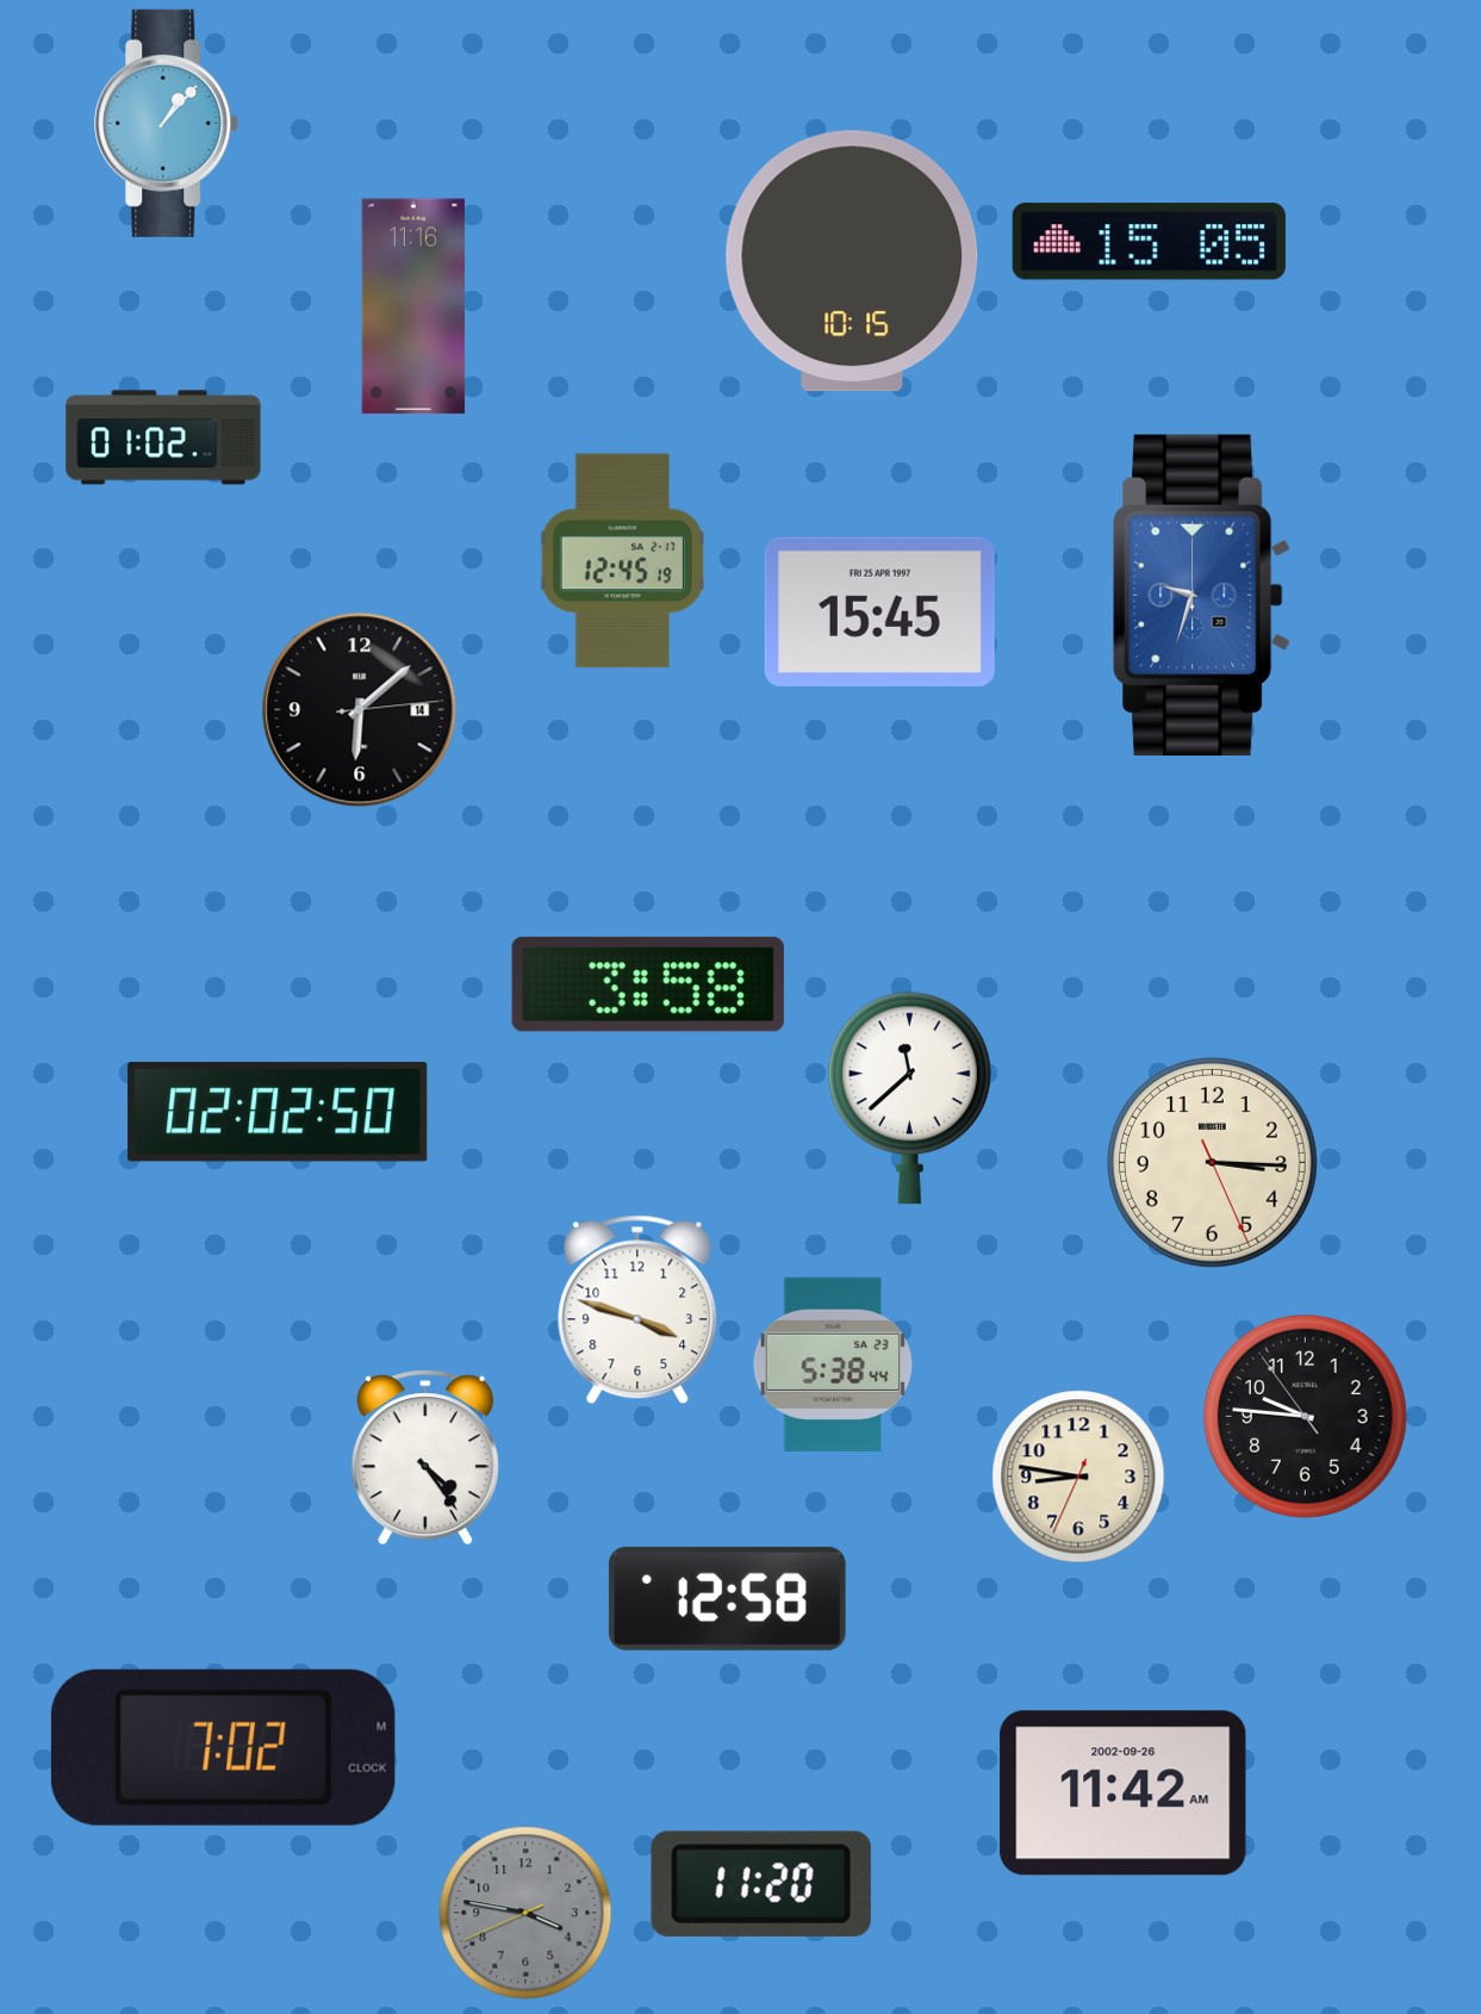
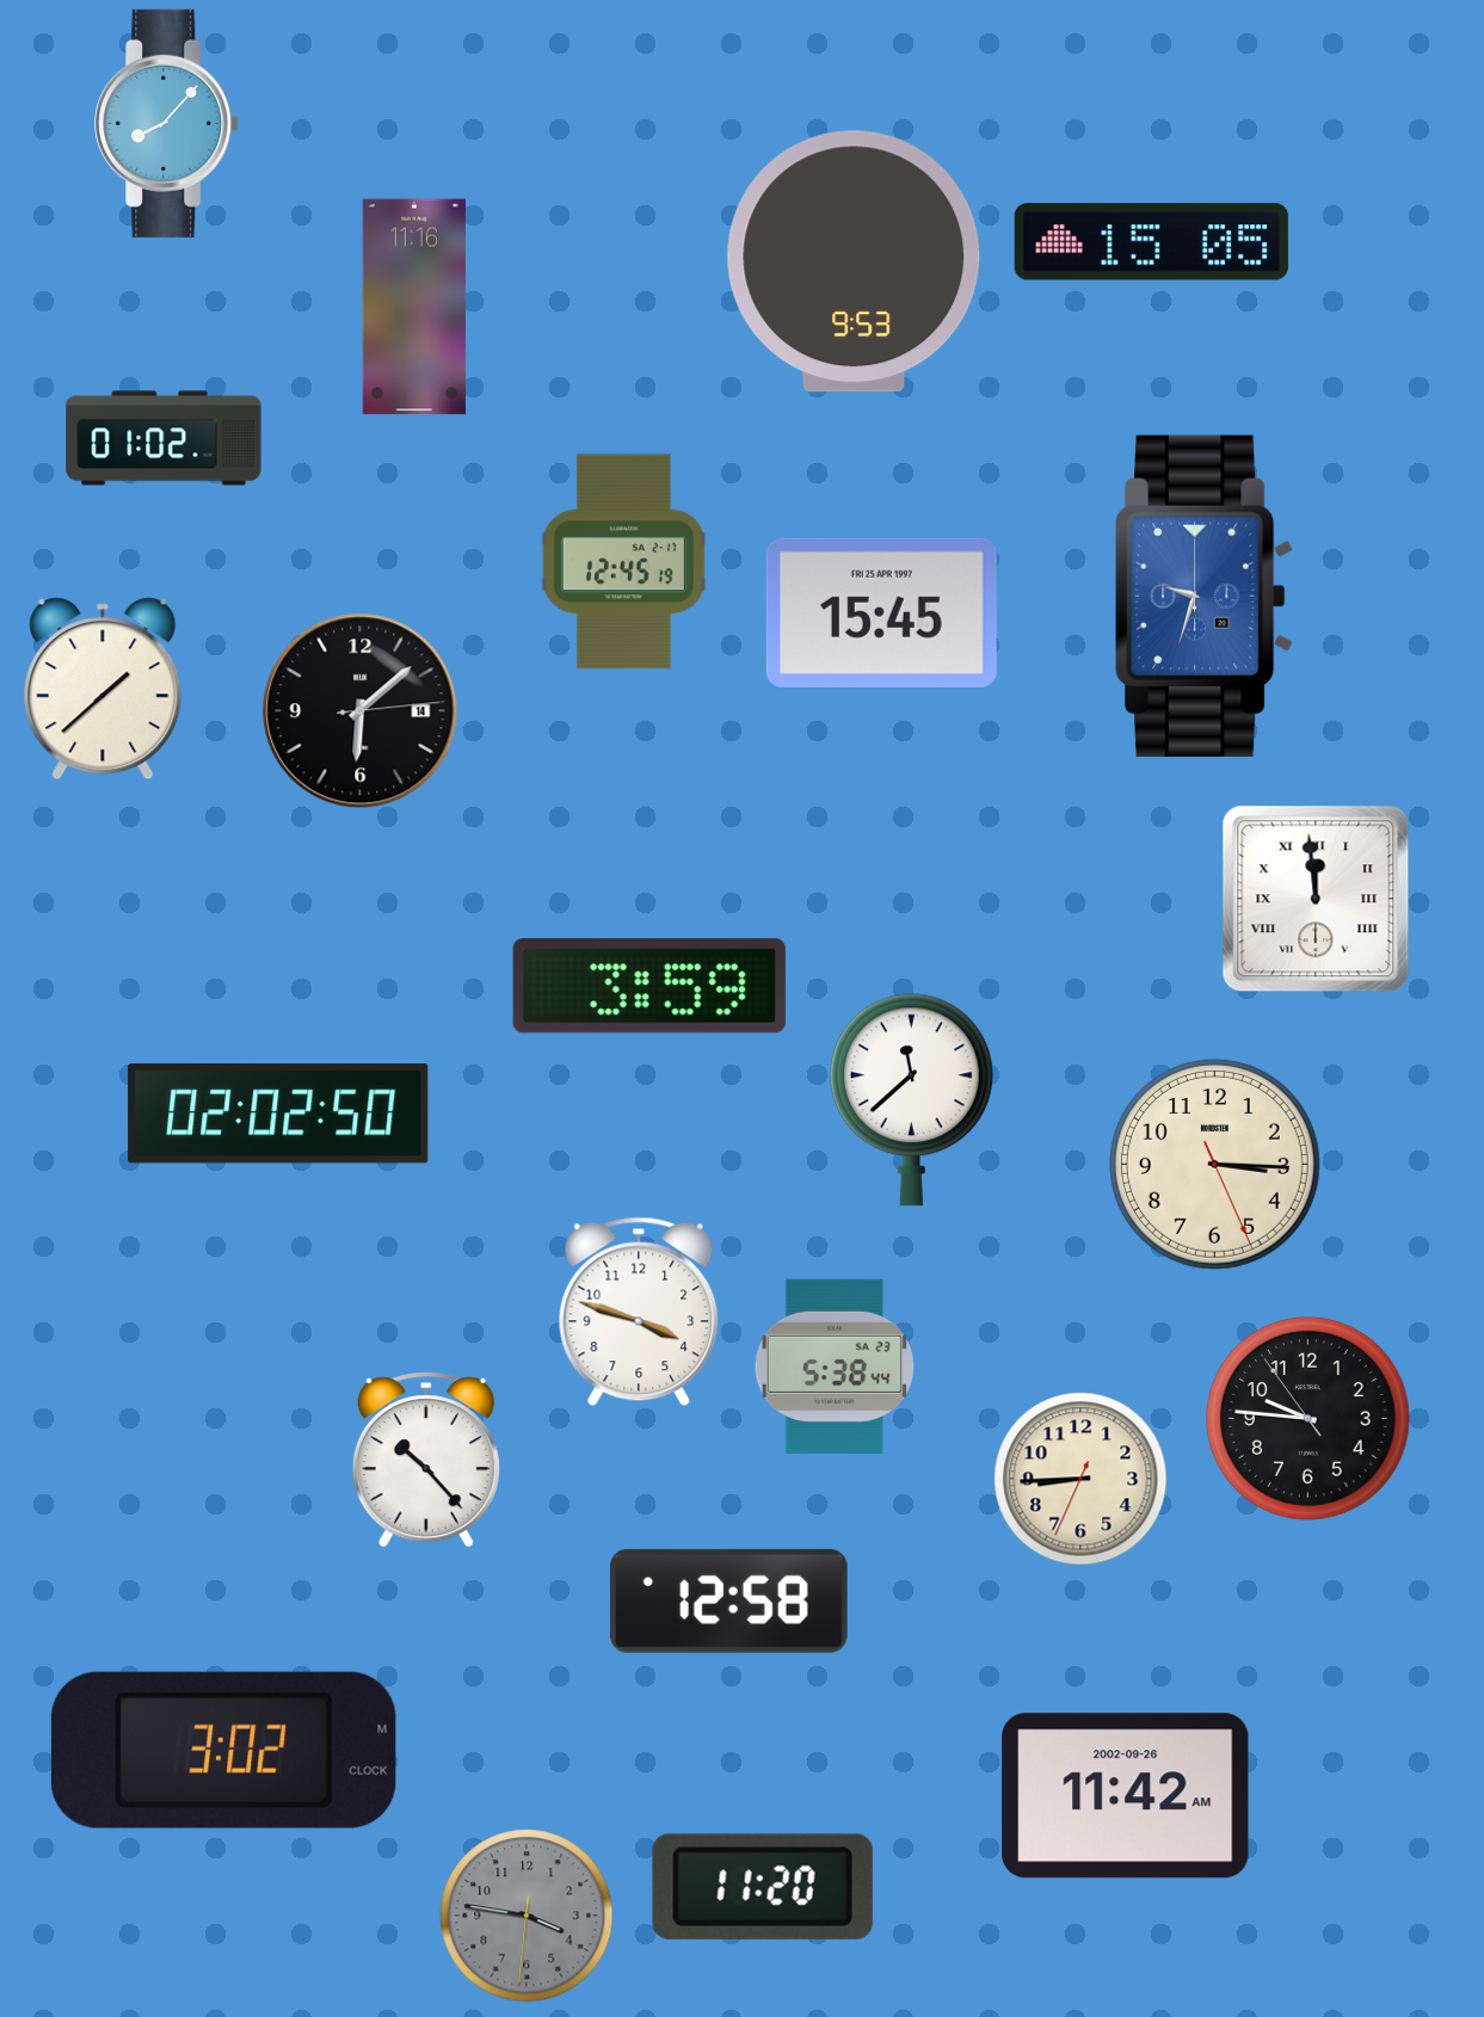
clock at (167, 123): 1:07 -> 8:07
clock at (852, 261): 10:15 -> 9:53
clock at (103, 689): none -> 1:38
clock at (1316, 899): none -> 11:59
clock at (648, 984): 3:58 -> 3:59
clock at (425, 1457): 4:24 -> 10:23
clock at (1078, 1477): 8:46 -> 8:44
clock at (223, 1747): 7:02 -> 3:02
clock at (525, 1913): 3:46:41 -> 3:46:31
